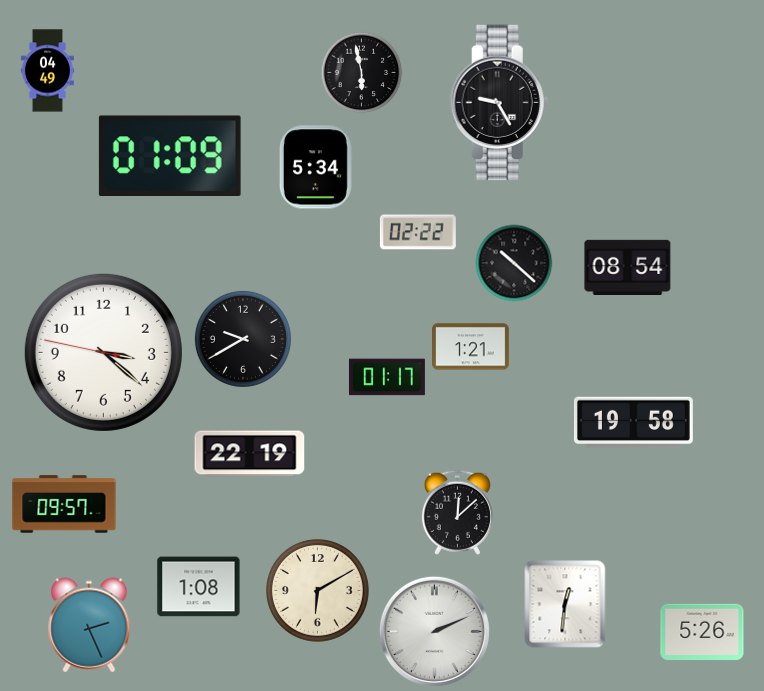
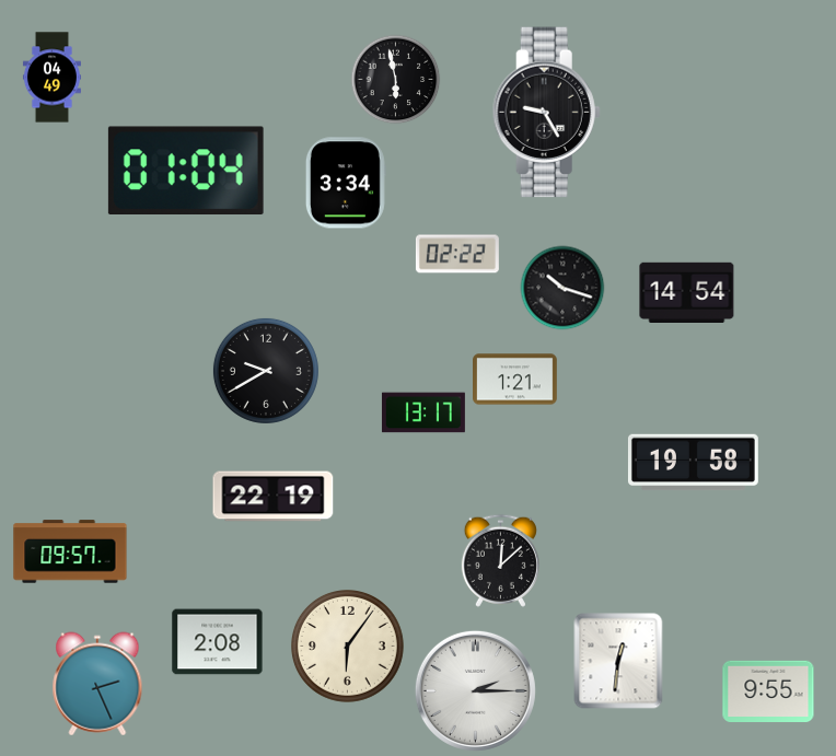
clock at (170, 155): 01:09 -> 01:04
clock at (316, 167): 5:34 -> 3:34
clock at (514, 263): 10:22 -> 10:18
clock at (628, 267): 08:54 -> 14:54
clock at (103, 352): 3:21 -> none
clock at (387, 377): 01:17 -> 13:17
clock at (199, 587): 1:08 -> 2:08
clock at (318, 591): 6:10 -> 6:06
clock at (434, 631): 2:11 -> 2:15
clock at (702, 632): 5:26 -> 9:55
